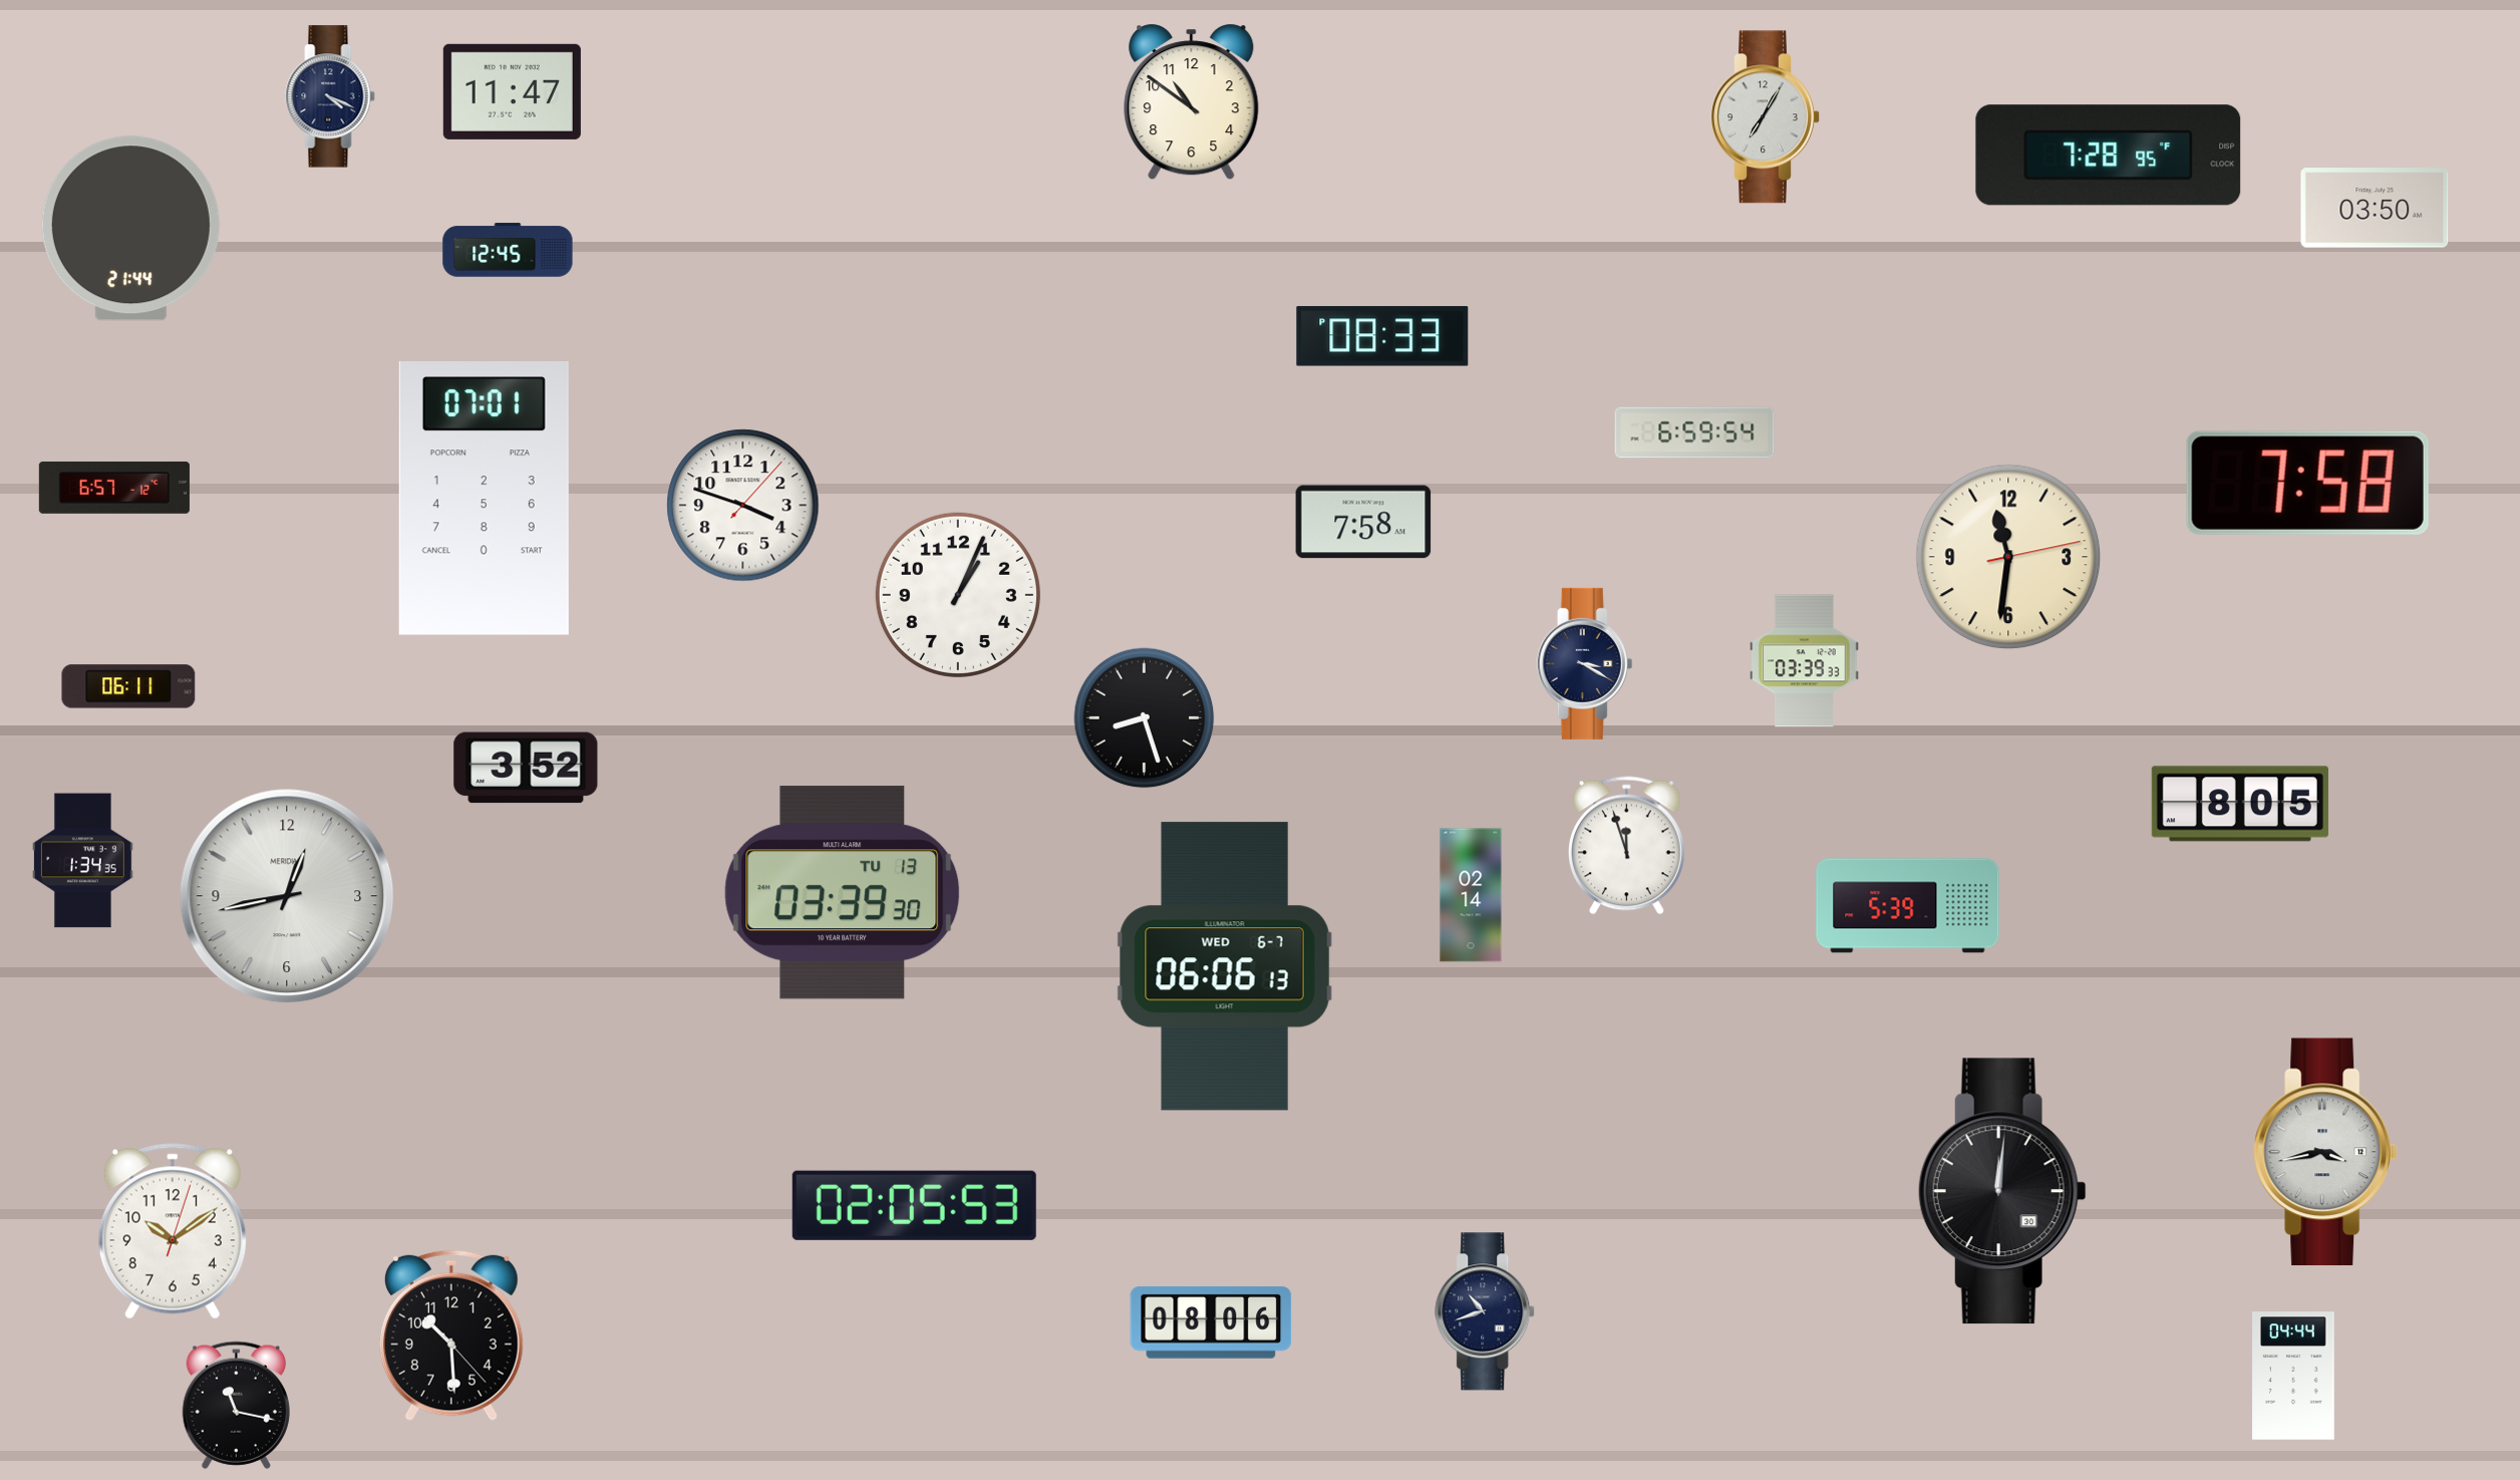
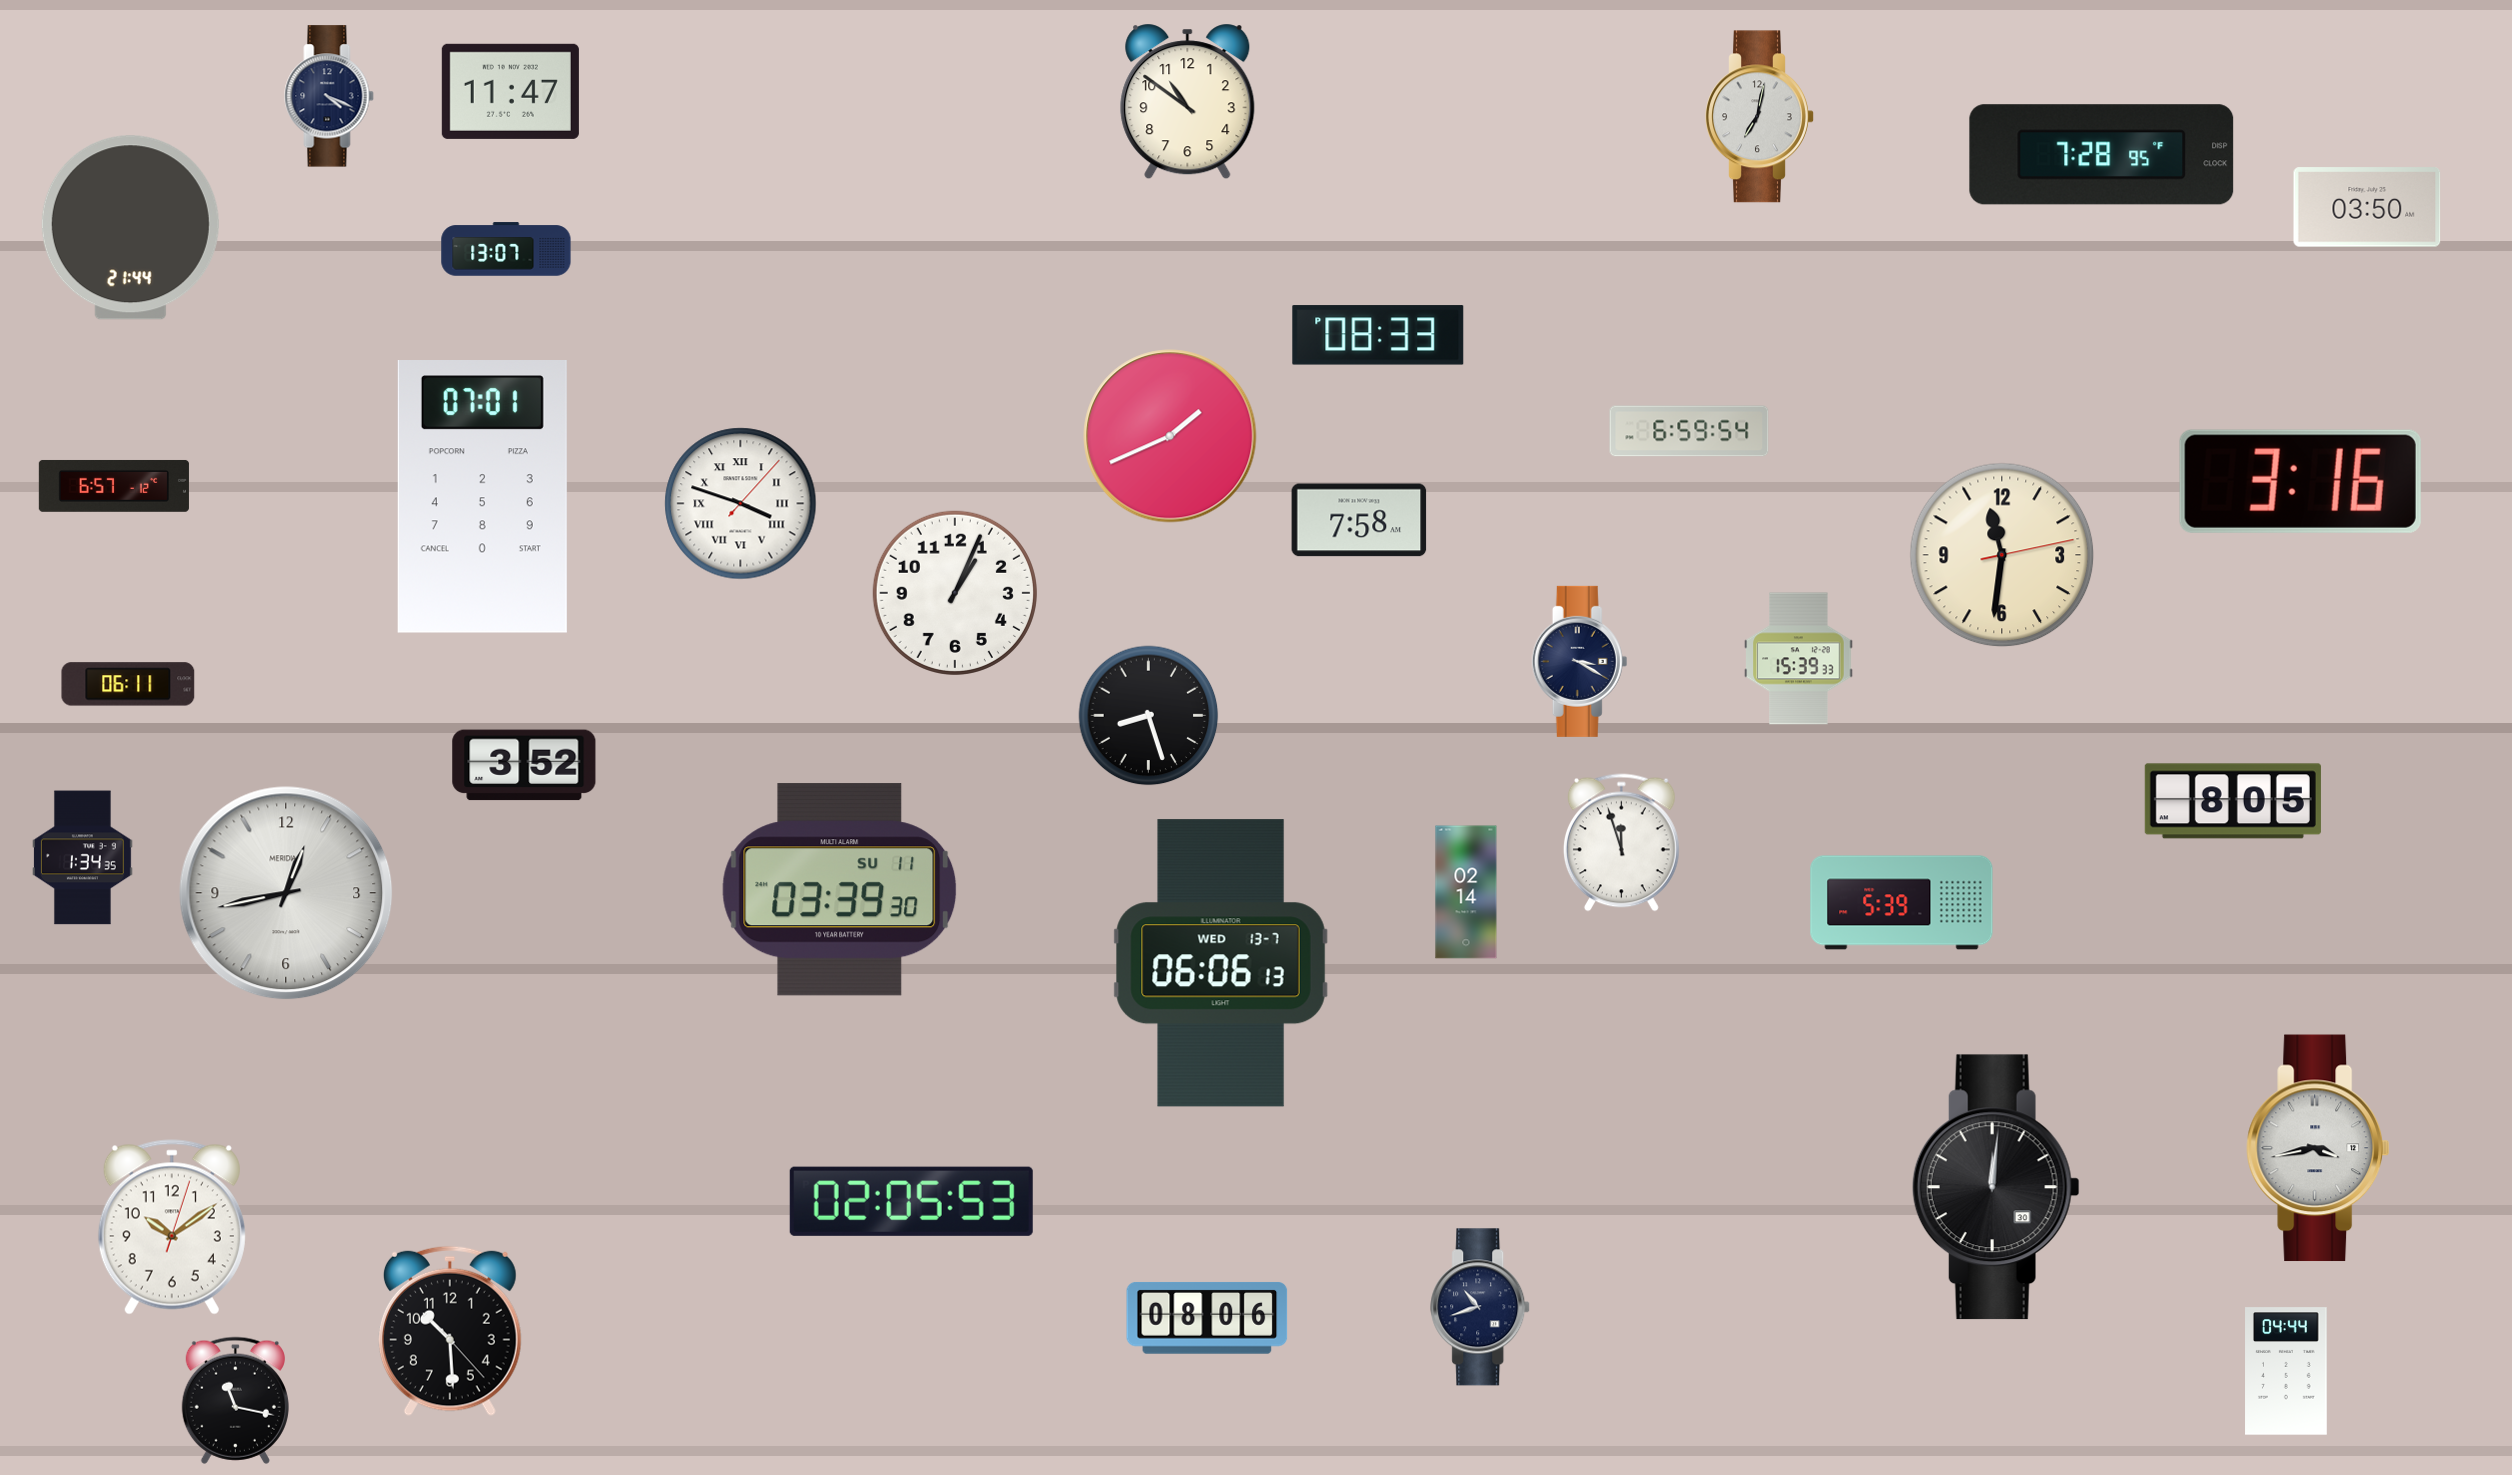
clock at (1766, 117): 7:05 -> 7:02
clock at (508, 250): 12:45 -> 13:07
clock at (1170, 436): none -> 1:41
clock at (2307, 483): 7:58 -> 3:16
clock at (743, 506) numerals: Arabic -> Roman
clock at (1805, 661): 03:39 -> 15:39
clock at (1145, 718) position: (1145, 718) -> (1149, 716)
clock at (843, 893) date: TU 13 -> SU 11
clock at (1225, 966) date: WED 6-7 -> WED 13-7
